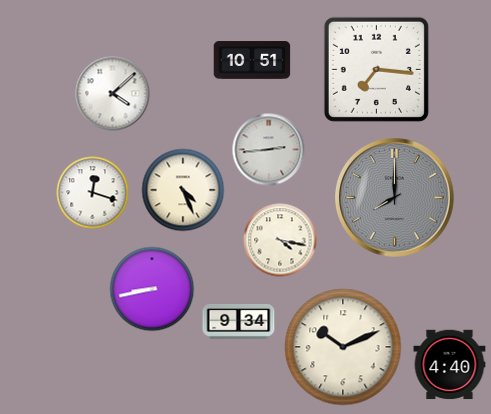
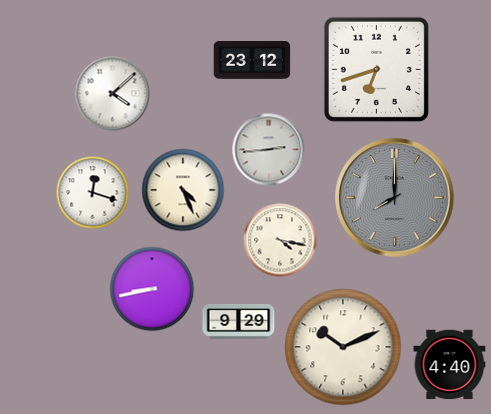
clock at (252, 60): 10:51 -> 23:12
clock at (376, 69): 7:16 -> 6:42
clock at (239, 322): 9:34 -> 9:29
